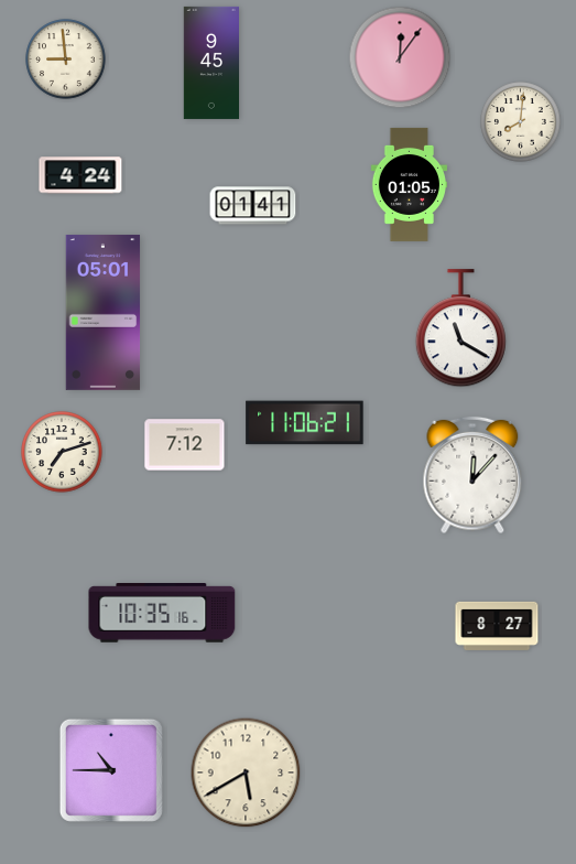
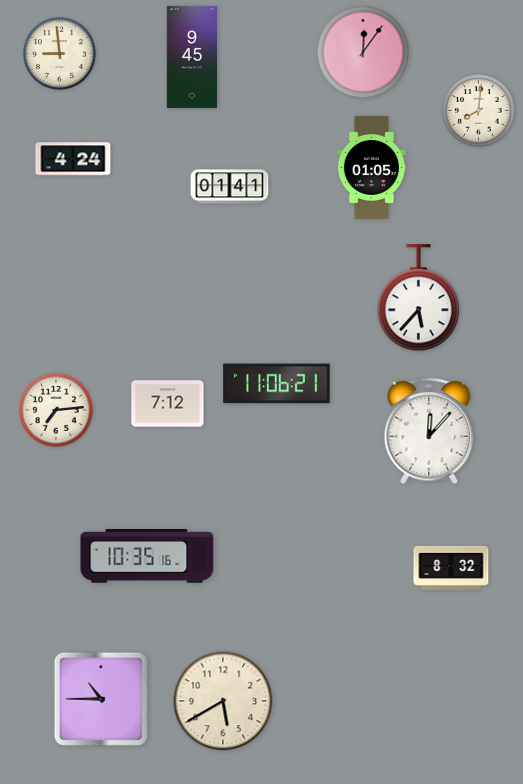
clock at (521, 122) position: (521, 122) -> (479, 111)
clock at (104, 312): 05:01 -> none
clock at (460, 328): 11:20 -> 5:37
clock at (62, 452): 7:12 -> 7:14
clock at (497, 626): 8:27 -> 8:32
